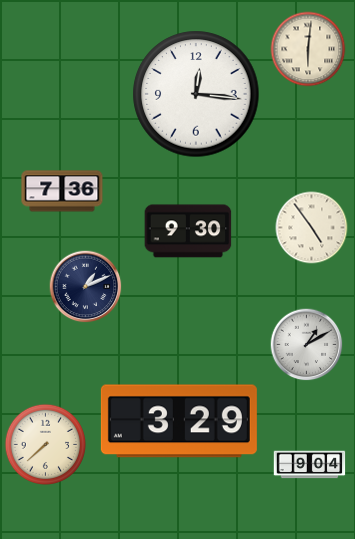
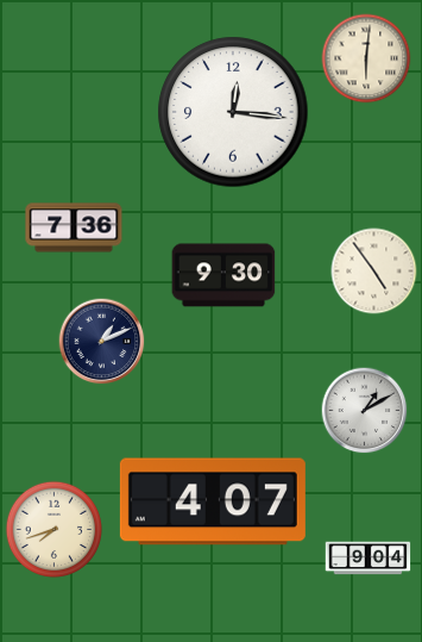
clock at (312, 228) position: (312, 228) -> (374, 272)
clock at (179, 421): 3:29 -> 4:07
clock at (46, 445): 7:38 -> 7:42
clock at (310, 465) position: (310, 465) -> (369, 559)
